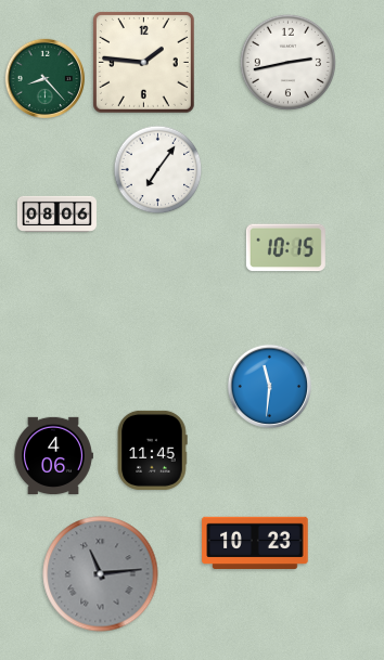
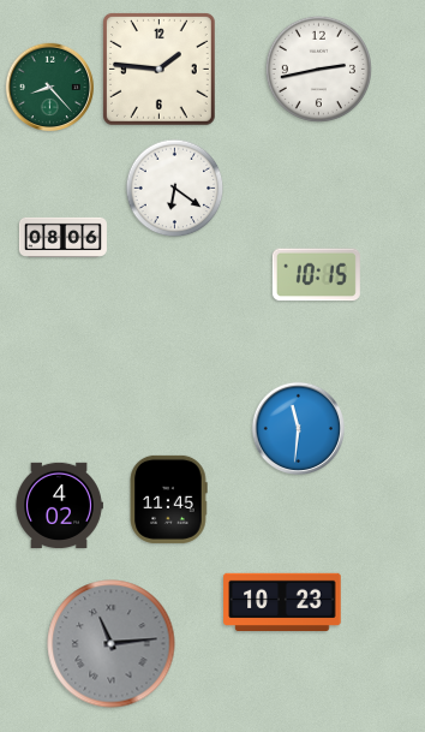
clock at (158, 170): 7:06 -> 6:21
clock at (53, 455): 4:06 -> 4:02
clock at (101, 574) position: (101, 574) -> (112, 644)
